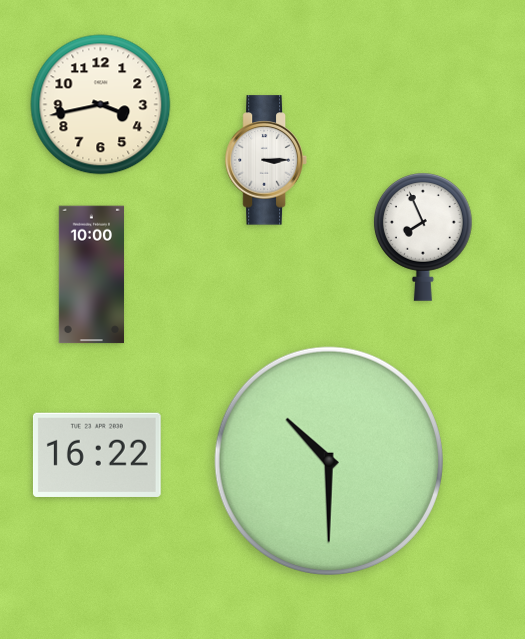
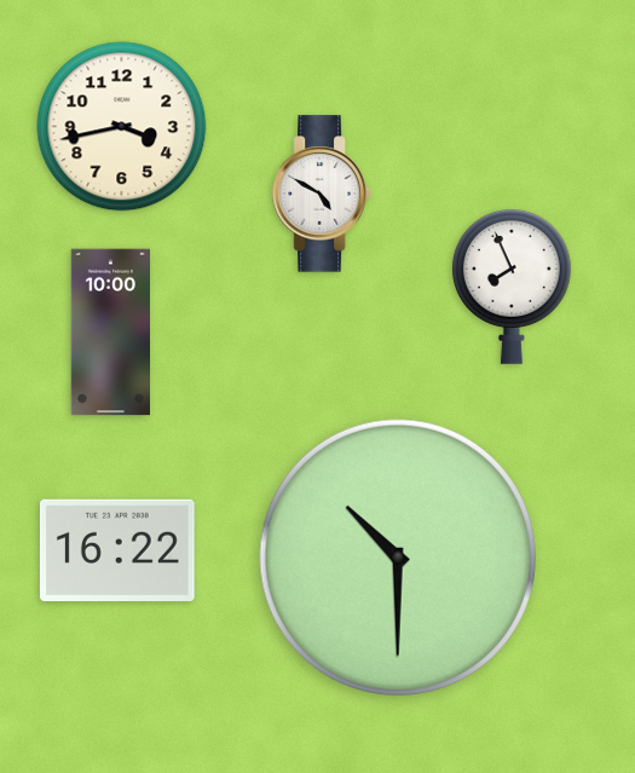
clock at (266, 160): 3:15 -> 4:50
